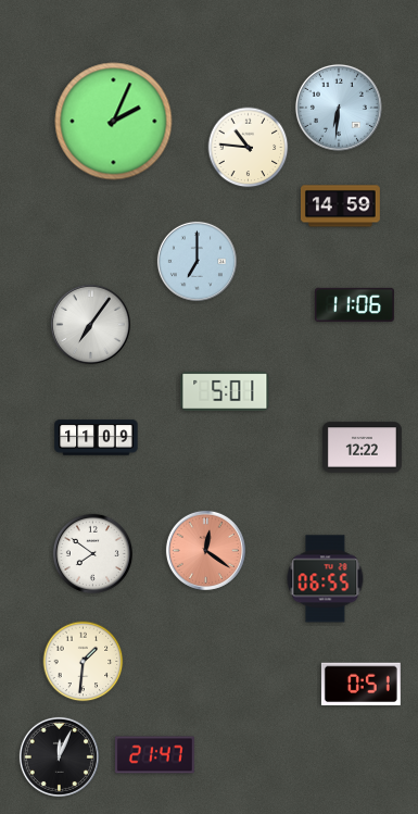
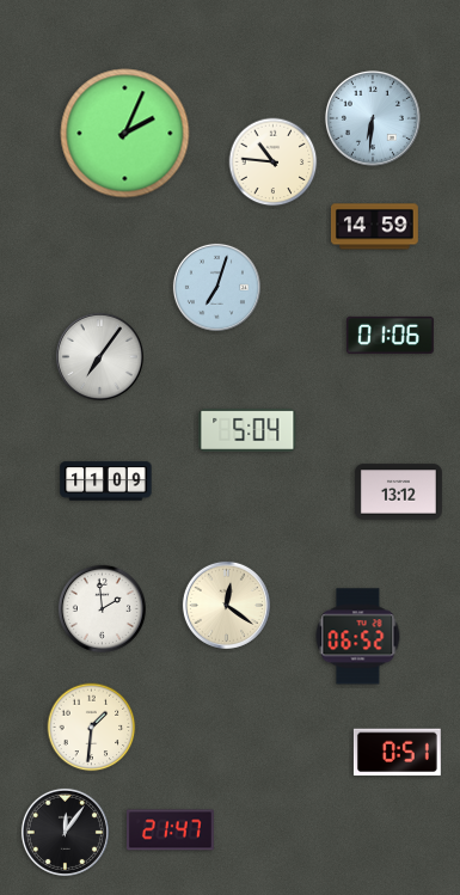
clock at (197, 261): 7:00 -> 7:03
clock at (354, 304): 11:06 -> 01:06
clock at (225, 391): 5:01 -> 5:04
clock at (363, 448): 12:22 -> 13:12
clock at (205, 550) dial: salmon -> cream
clock at (92, 553): 7:51 -> 1:59
clock at (326, 579): 06:55 -> 06:52
clock at (59, 756): 12:04 -> 12:06
